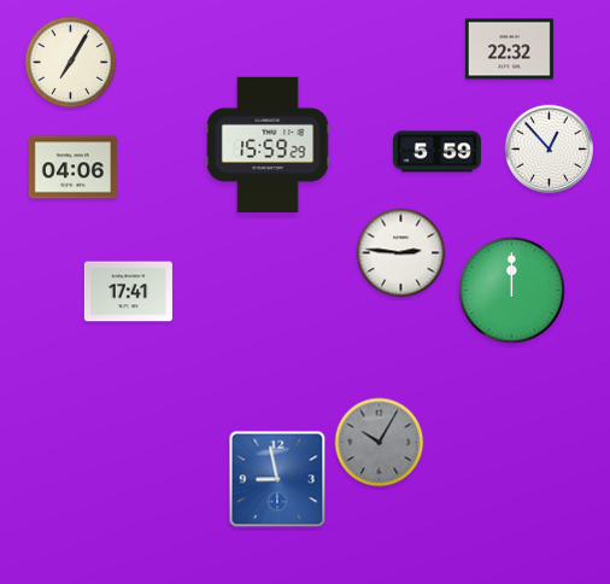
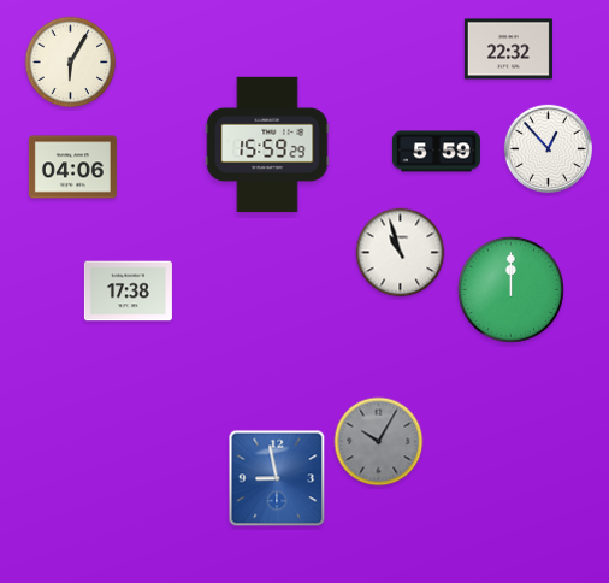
clock at (71, 63): 7:05 -> 6:05
clock at (401, 253): 2:46 -> 10:57
clock at (128, 292): 17:41 -> 17:38
